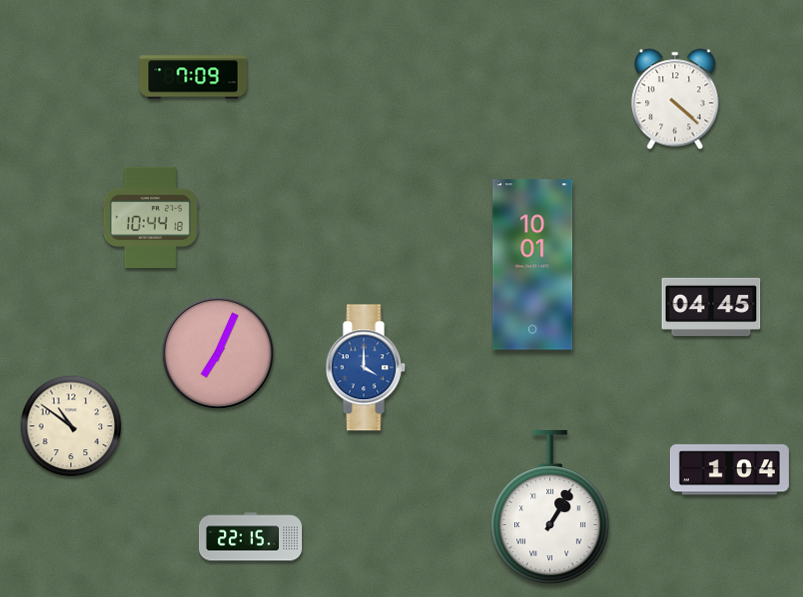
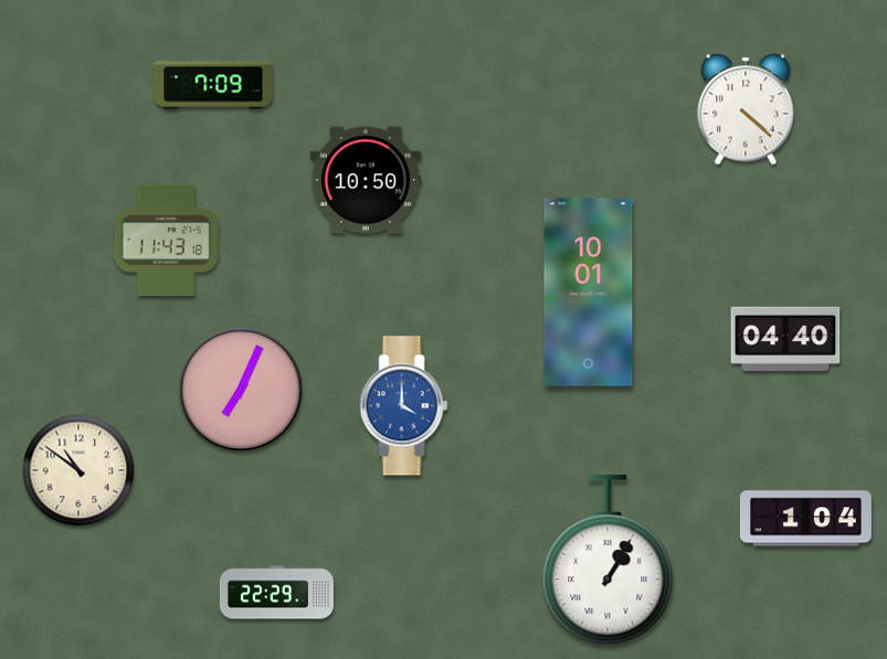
clock at (366, 180): none -> 10:50
clock at (150, 217): 10:44 -> 11:43
clock at (711, 306): 04:45 -> 04:40
clock at (250, 537): 22:15 -> 22:29
